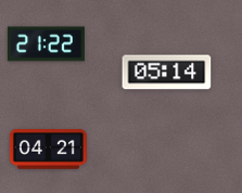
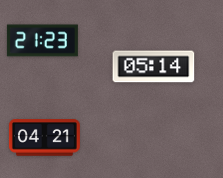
clock at (46, 44): 21:22 -> 21:23
